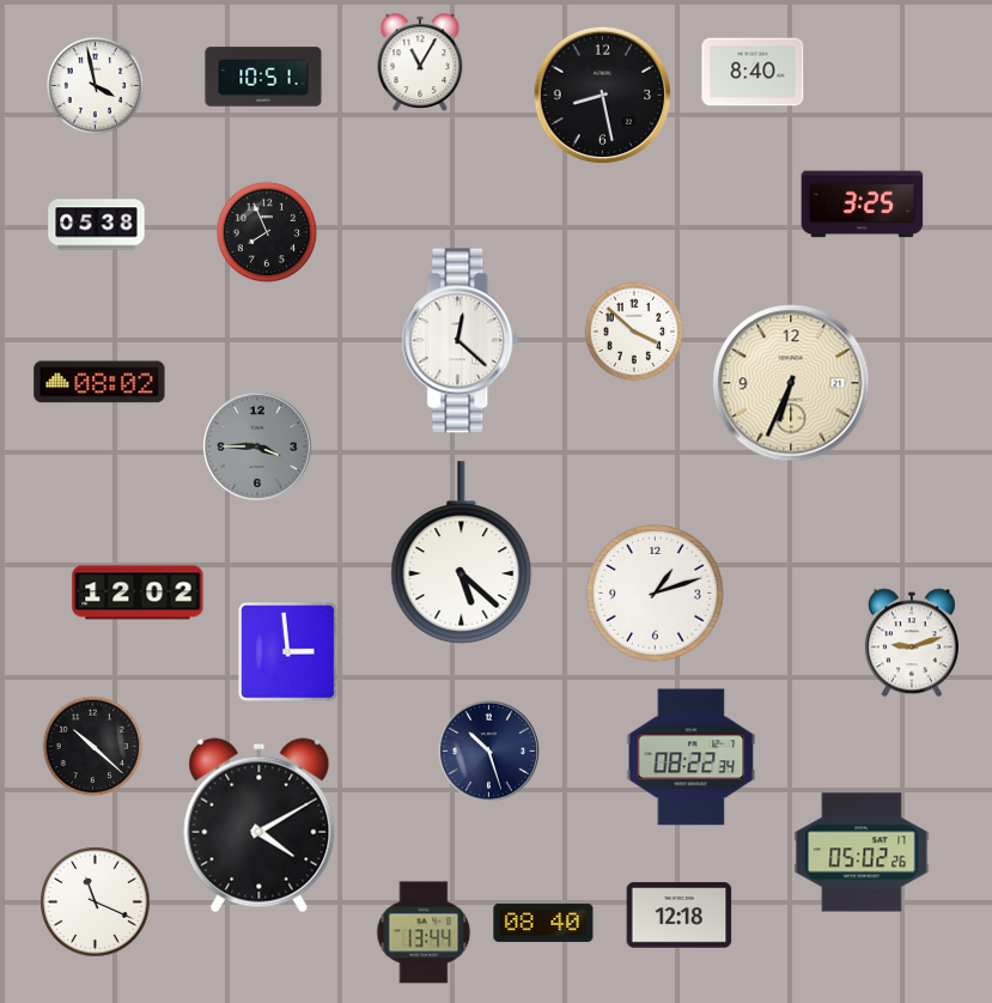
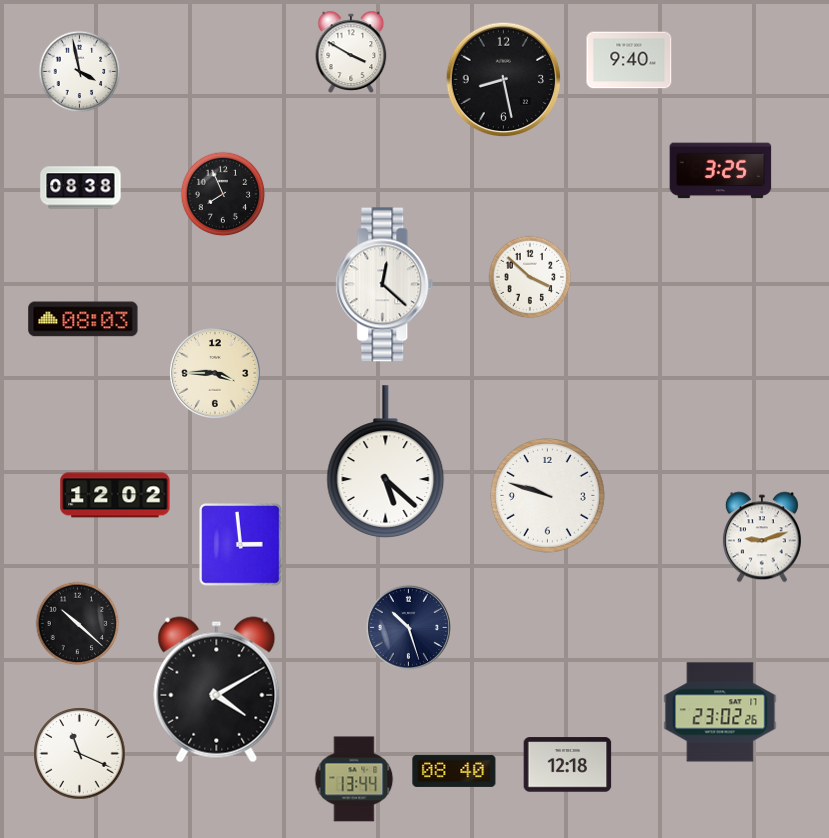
clock at (420, 62): 11:05 -> 3:50
clock at (753, 72): 8:40 -> 9:40
clock at (263, 77): 10:51 -> none
clock at (97, 225): 05:38 -> 08:38
clock at (99, 382): 08:02 -> 08:03
clock at (791, 383): 6:34 -> none
clock at (257, 446) dial: grey -> cream
clock at (656, 594): 1:12 -> 9:48
clock at (692, 758): 08:22 -> none
clock at (862, 852): 05:02 -> 23:02
